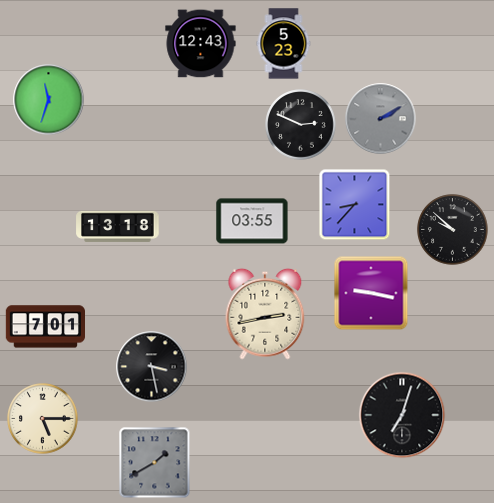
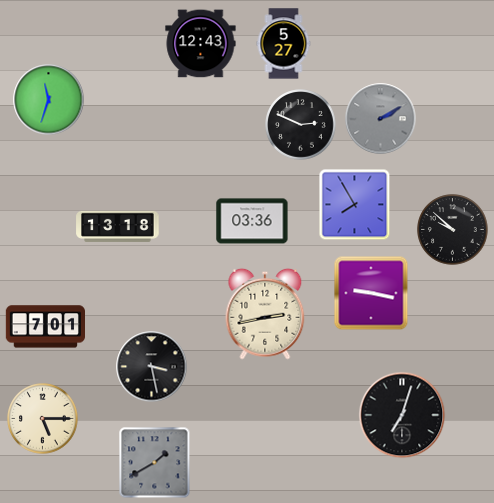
clock at (284, 44): 5:23 -> 5:27
clock at (355, 205): 8:37 -> 7:55
clock at (252, 221): 03:55 -> 03:36
